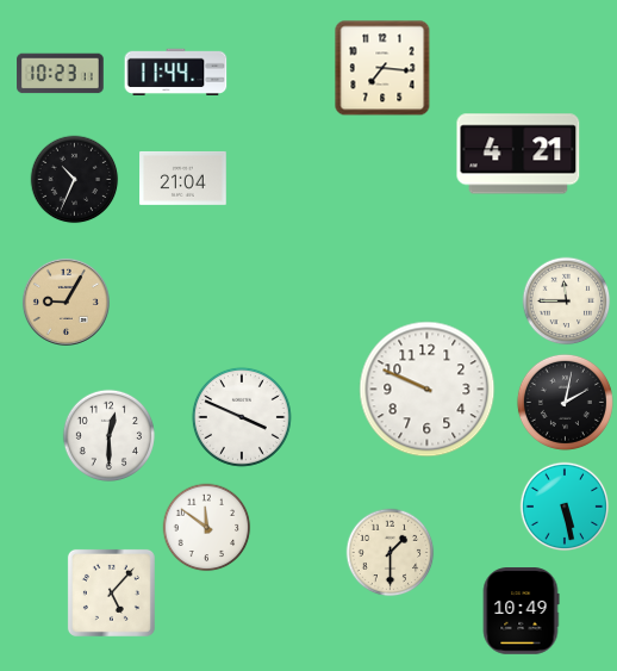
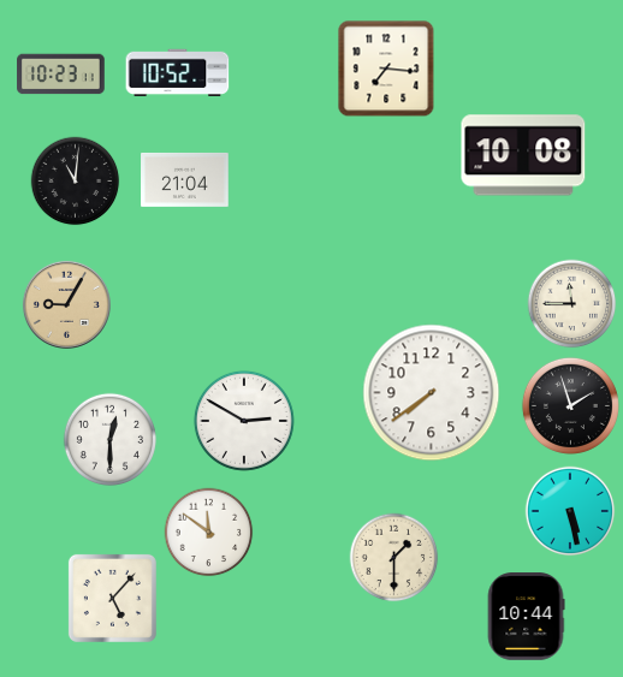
clock at (176, 72): 11:44 -> 10:52
clock at (518, 154): 4:21 -> 10:08
clock at (75, 180): 10:34 -> 11:01
clock at (428, 390): 9:49 -> 7:39
clock at (565, 402): 2:02 -> 1:57
clock at (242, 417): 3:49 -> 2:50
clock at (521, 611): 10:49 -> 10:44
